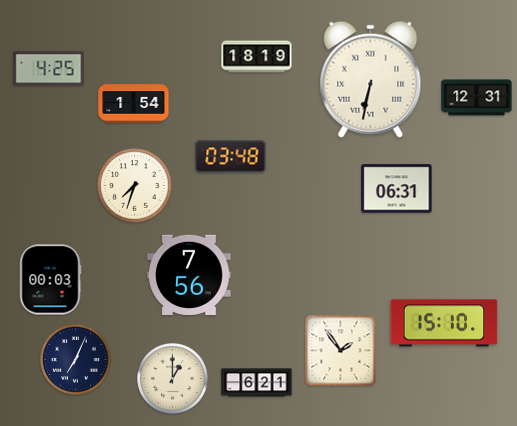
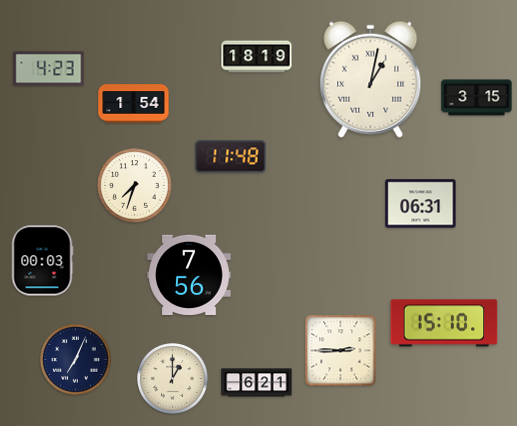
clock at (49, 69): 4:25 -> 4:23
clock at (371, 79): 6:32 -> 1:02
clock at (477, 98): 12:31 -> 3:15
clock at (231, 157): 03:48 -> 11:48
clock at (397, 189) position: (397, 189) -> (421, 204)
clock at (50, 280) position: (50, 280) -> (42, 261)
clock at (341, 351): 1:54 -> 2:45
